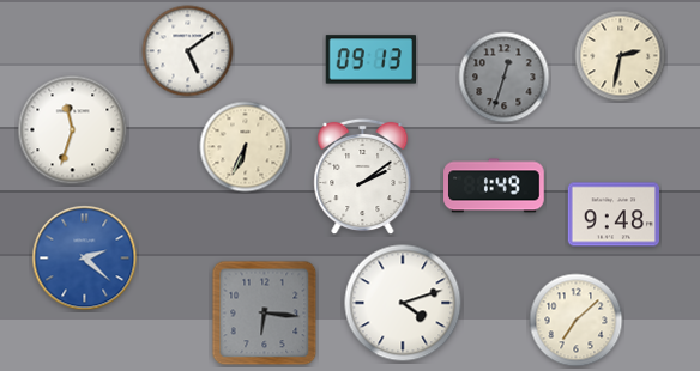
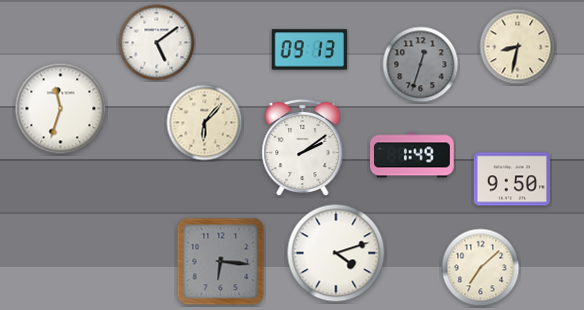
clock at (621, 56): 2:32 -> 8:32
clock at (246, 147): 6:34 -> 6:07
clock at (612, 214): 9:48 -> 9:50
clock at (85, 259): 2:22 -> none
